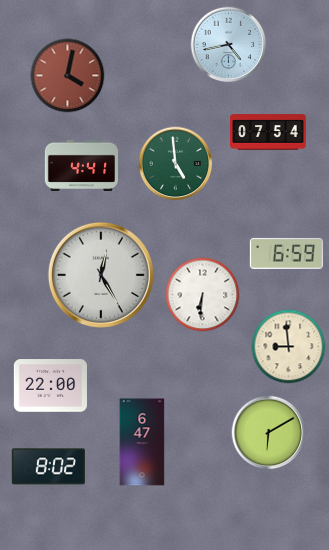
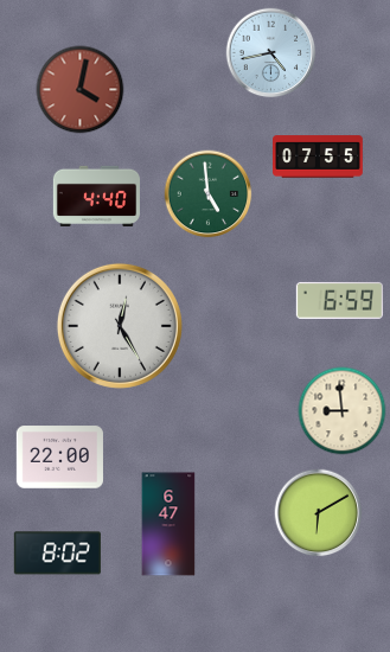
clock at (269, 132): 07:54 -> 07:55
clock at (81, 165): 4:41 -> 4:40
clock at (203, 295): 6:31 -> none
